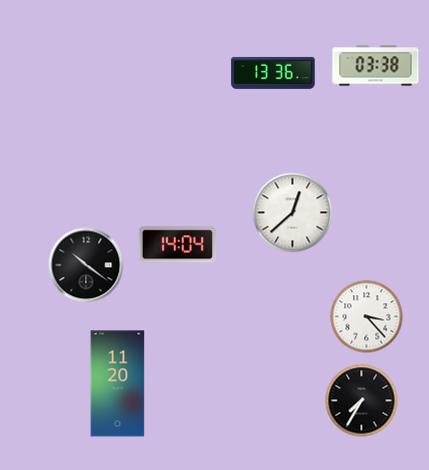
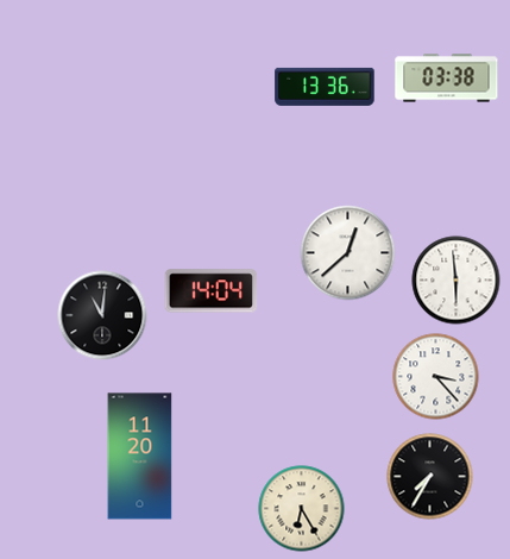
clock at (457, 281): none -> 5:59
clock at (86, 265): 10:21 -> 11:01
clock at (302, 509): none -> 6:25
